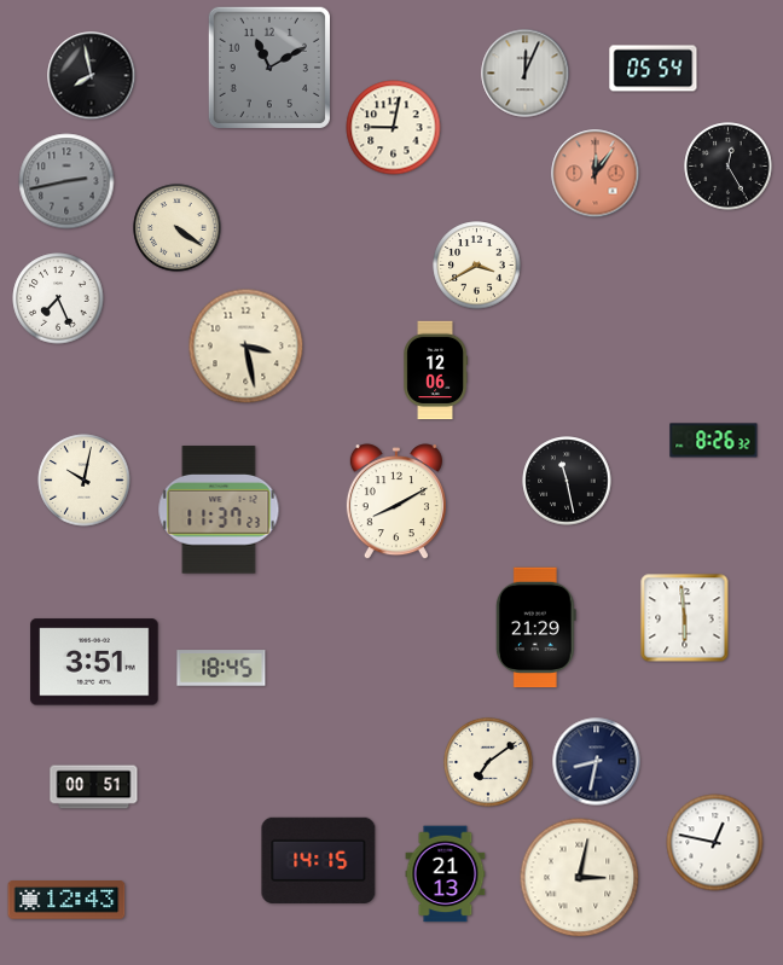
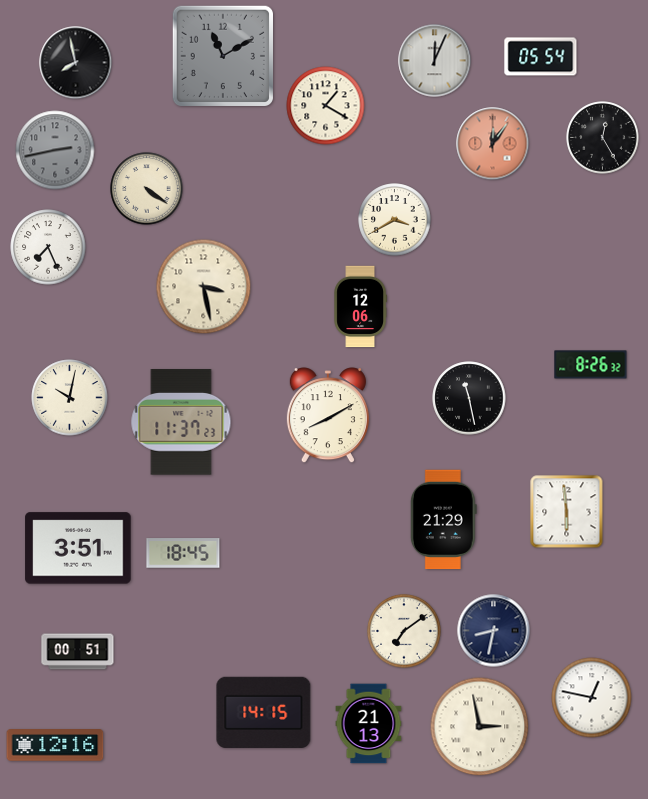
clock at (394, 128): 9:02 -> 1:20
clock at (580, 878): 3:02 -> 2:58
clock at (66, 901): 12:43 -> 12:16
